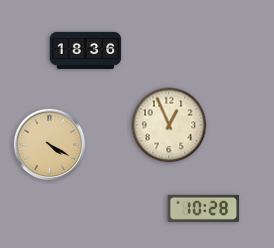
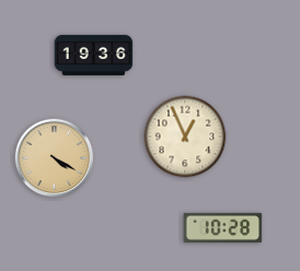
clock at (86, 50): 18:36 -> 19:36
